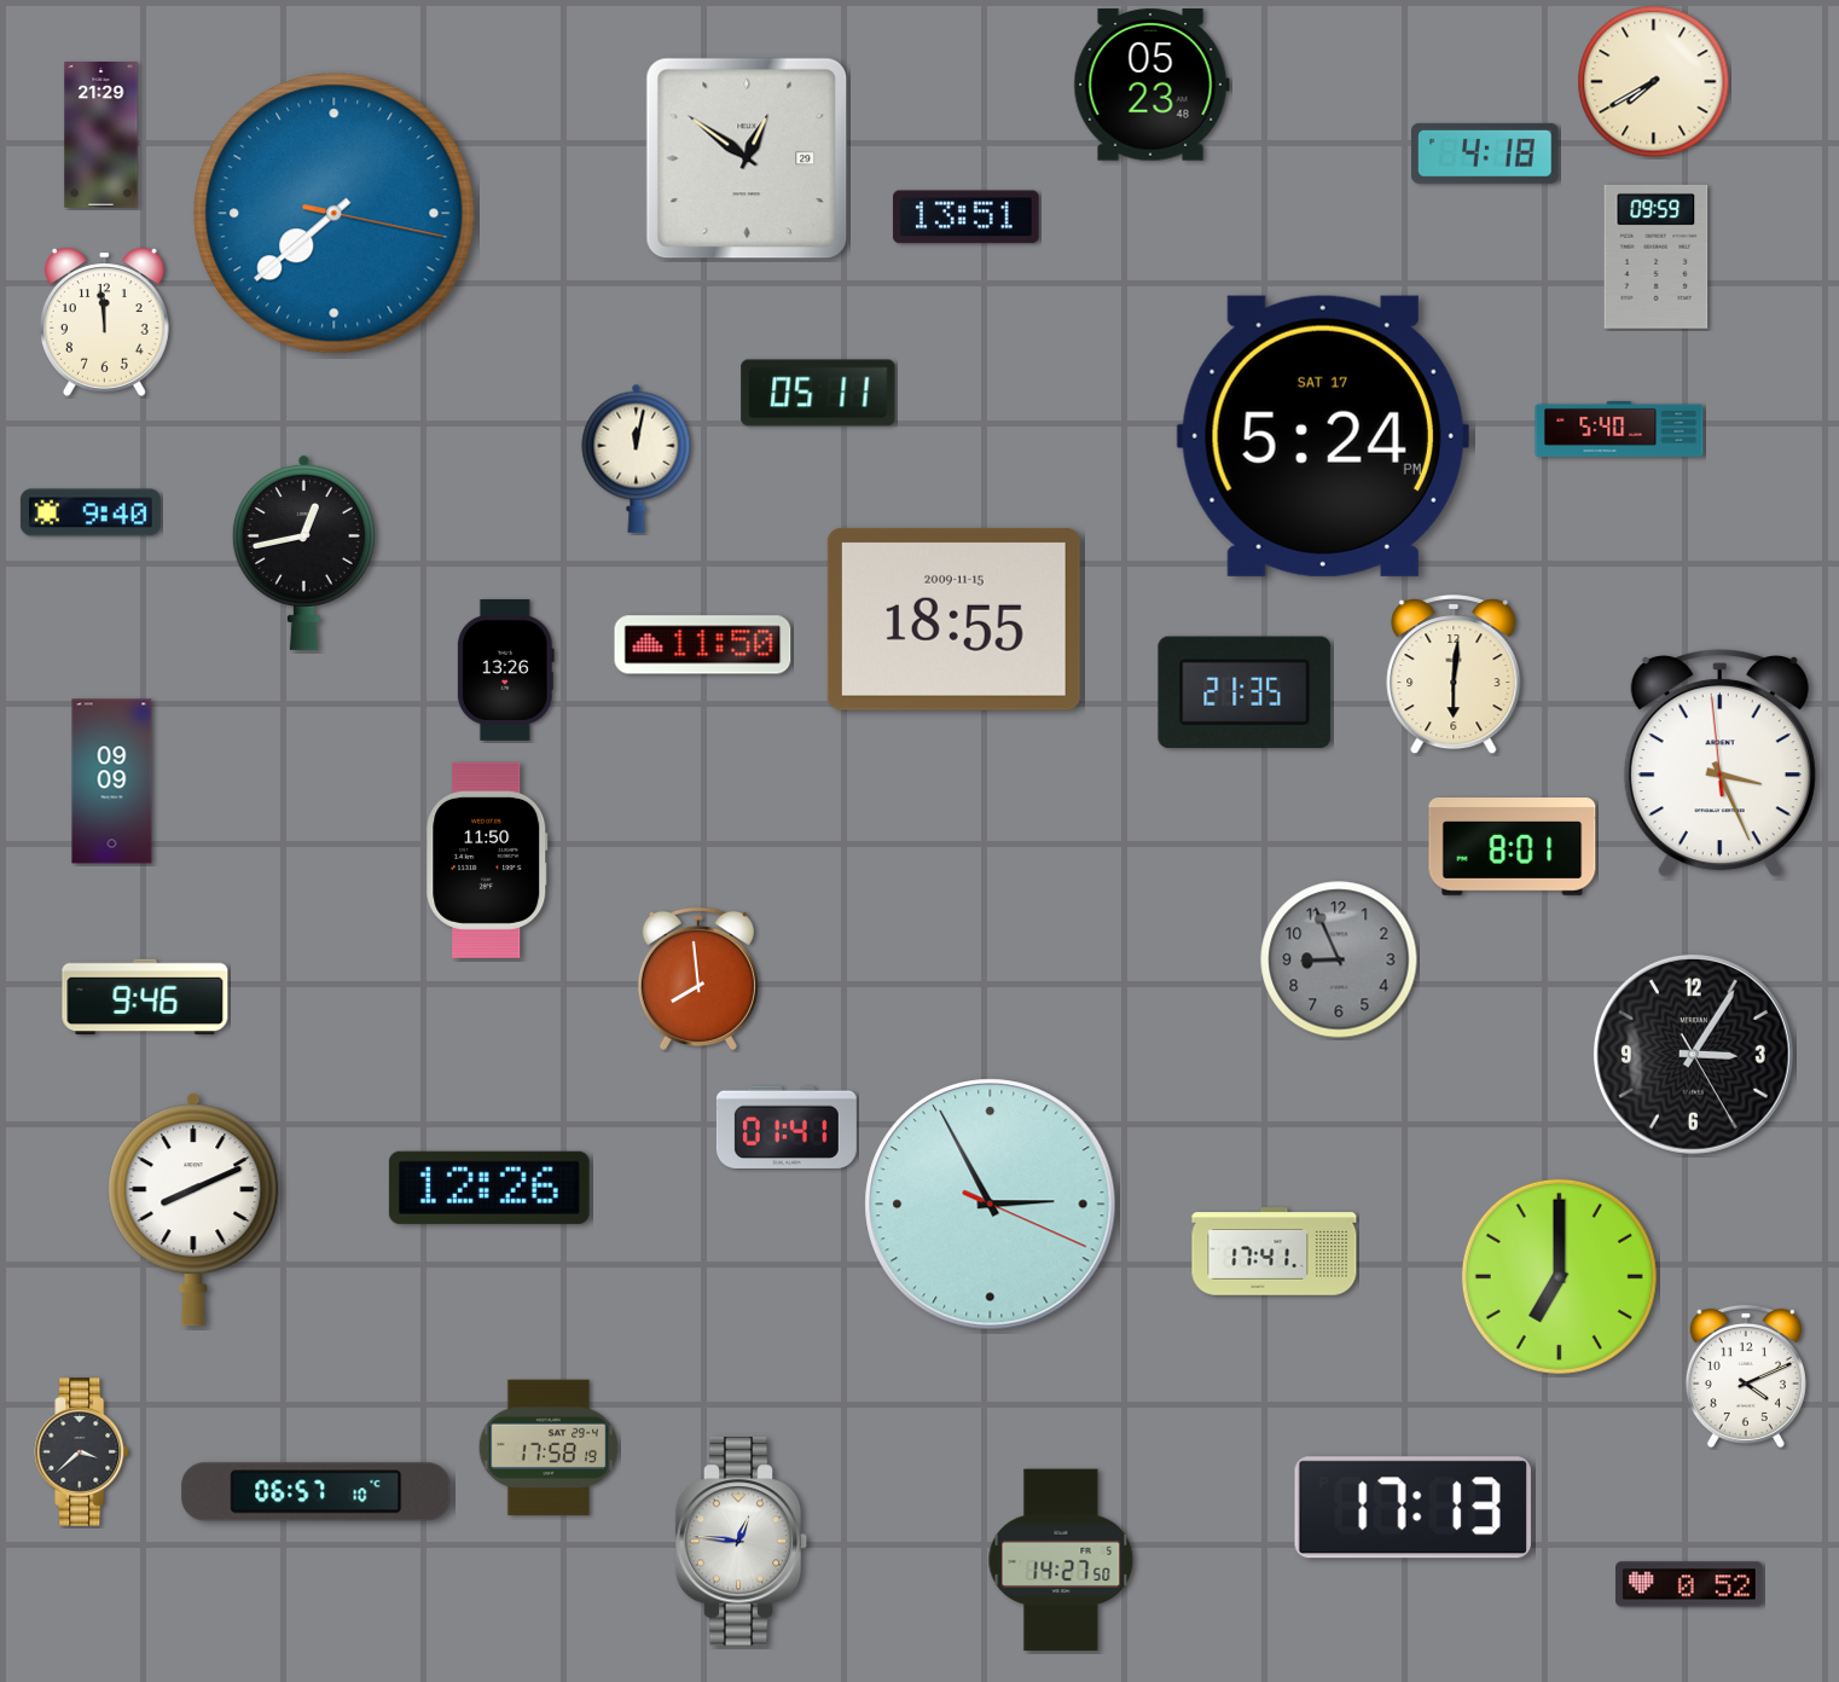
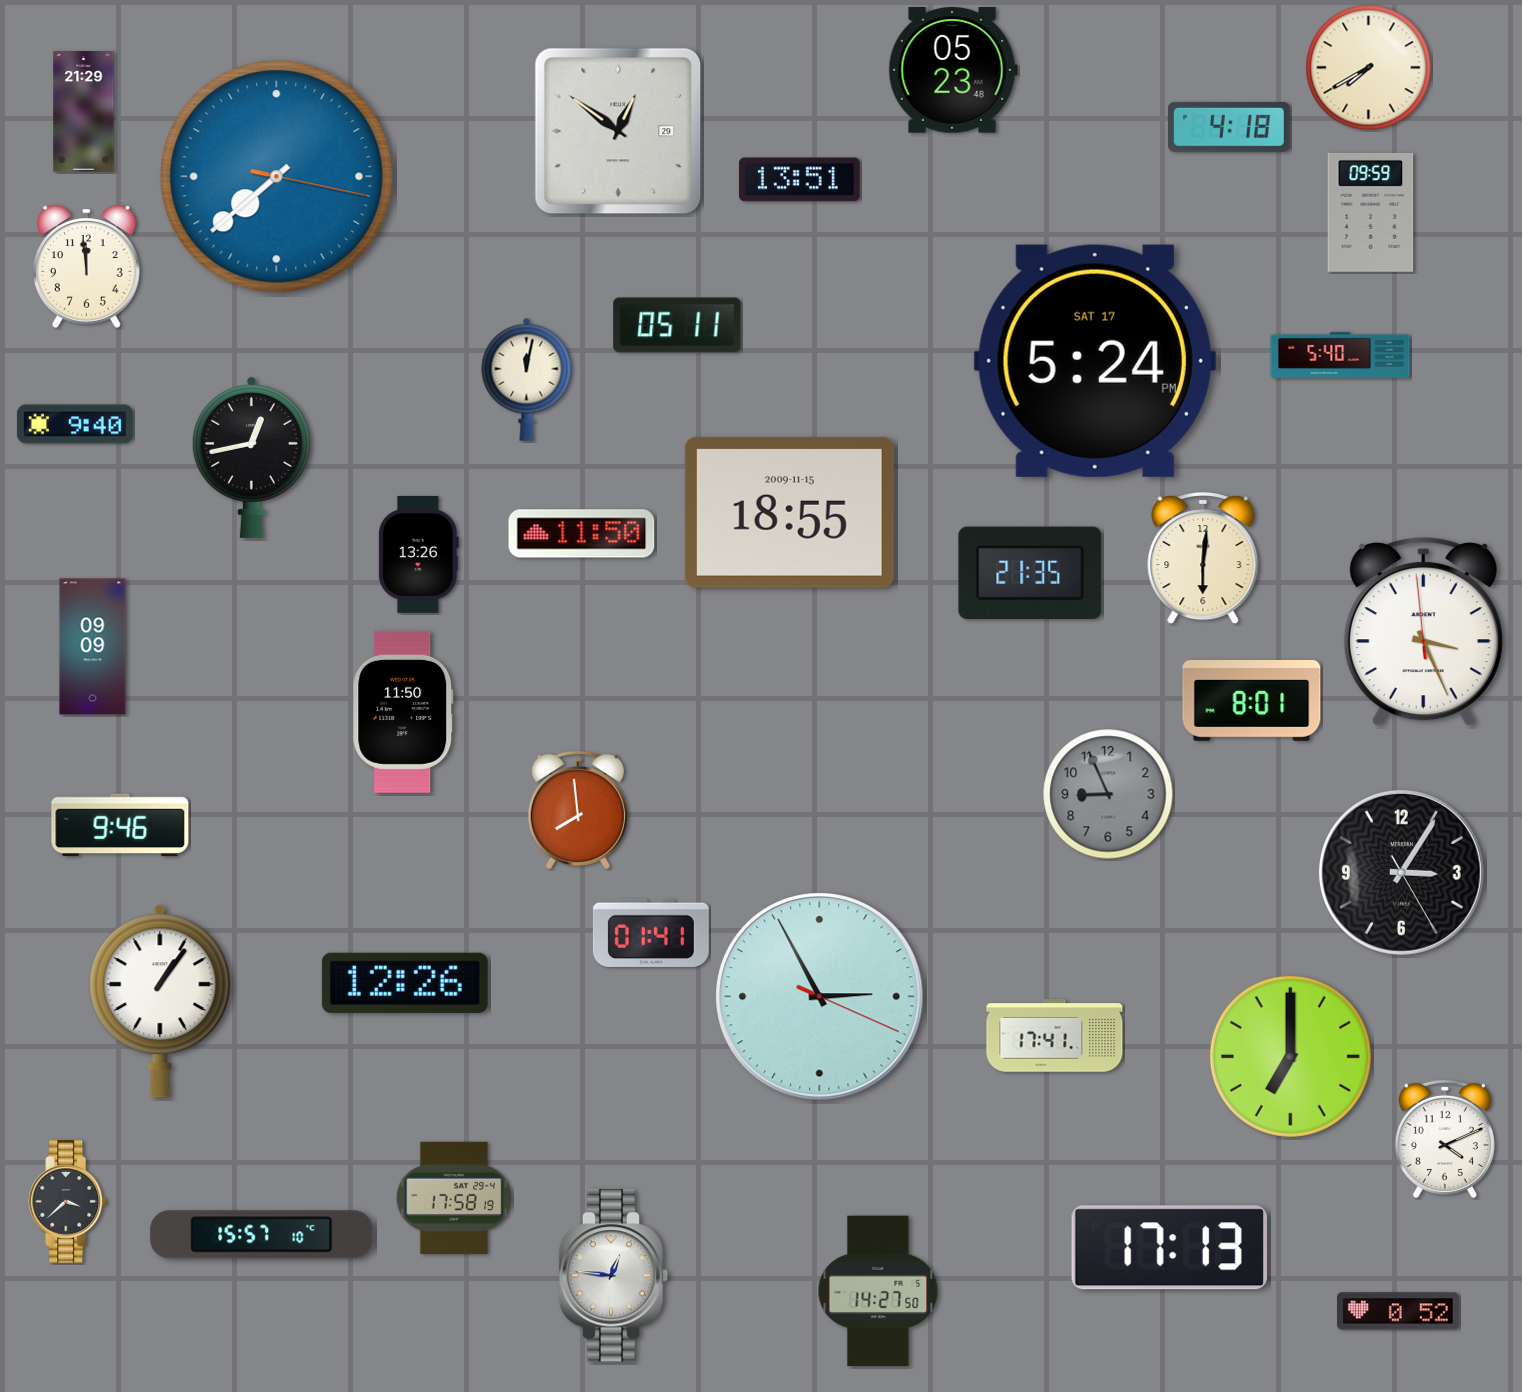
clock at (193, 1210): 8:11 -> 1:06
clock at (317, 1492): 06:57 -> 15:57
